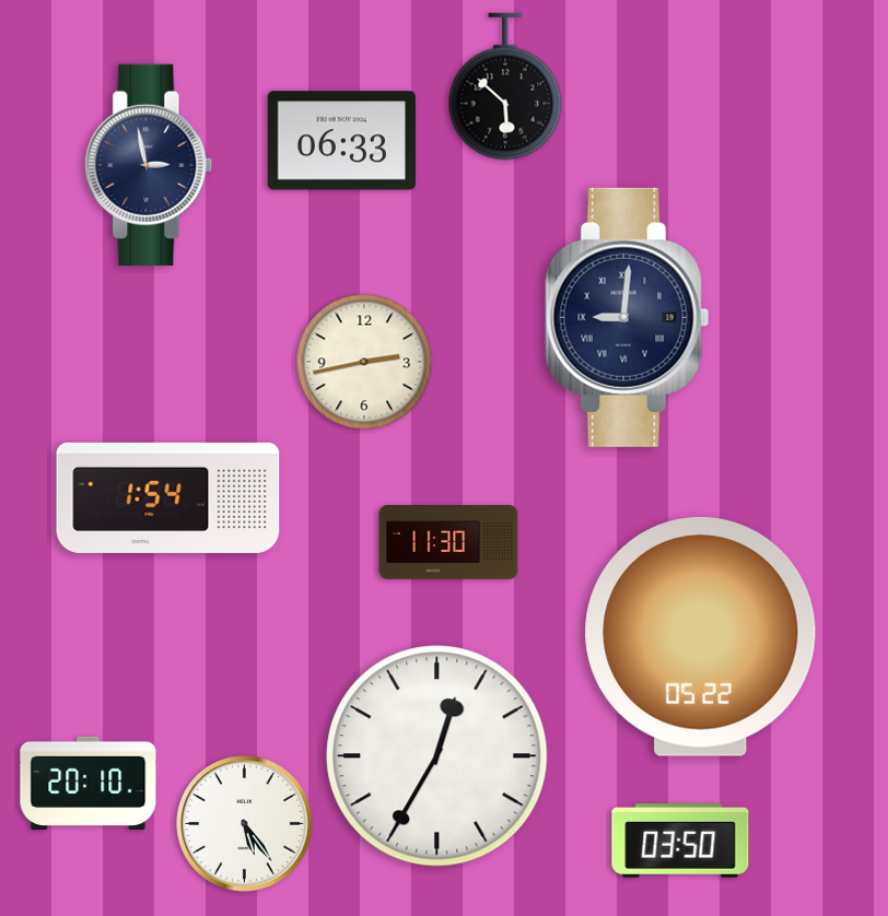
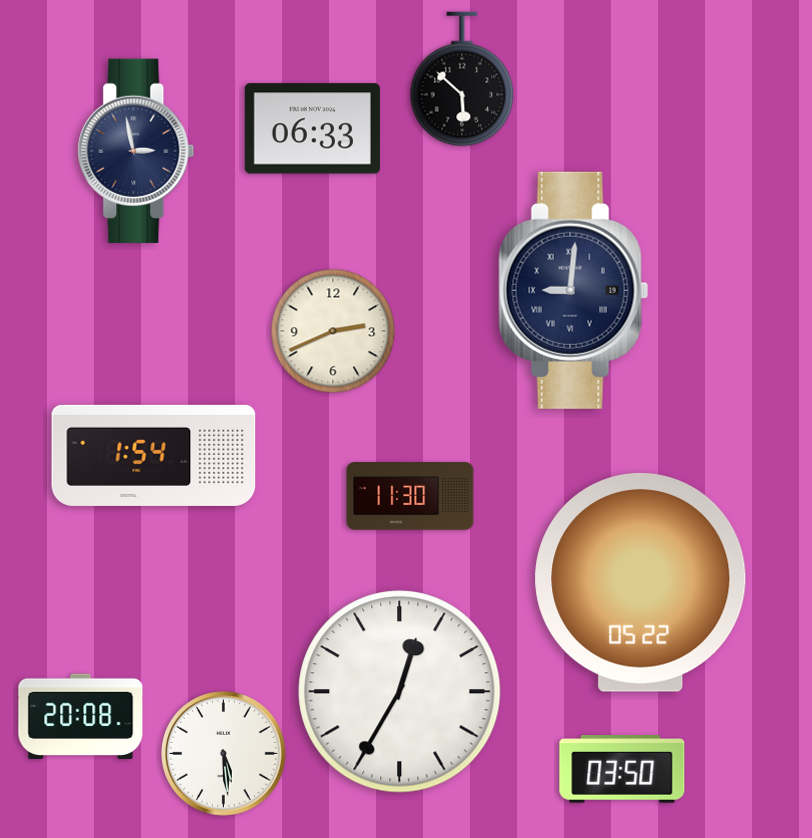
clock at (364, 362): 2:43 -> 2:41
clock at (89, 783): 20:10 -> 20:08
clock at (245, 824): 5:24 -> 5:29
